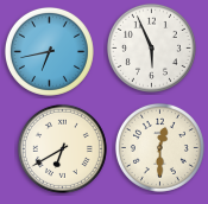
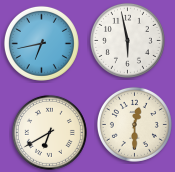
clock at (151, 47): 5:56 -> 5:58
clock at (62, 148) position: (62, 148) -> (49, 132)
